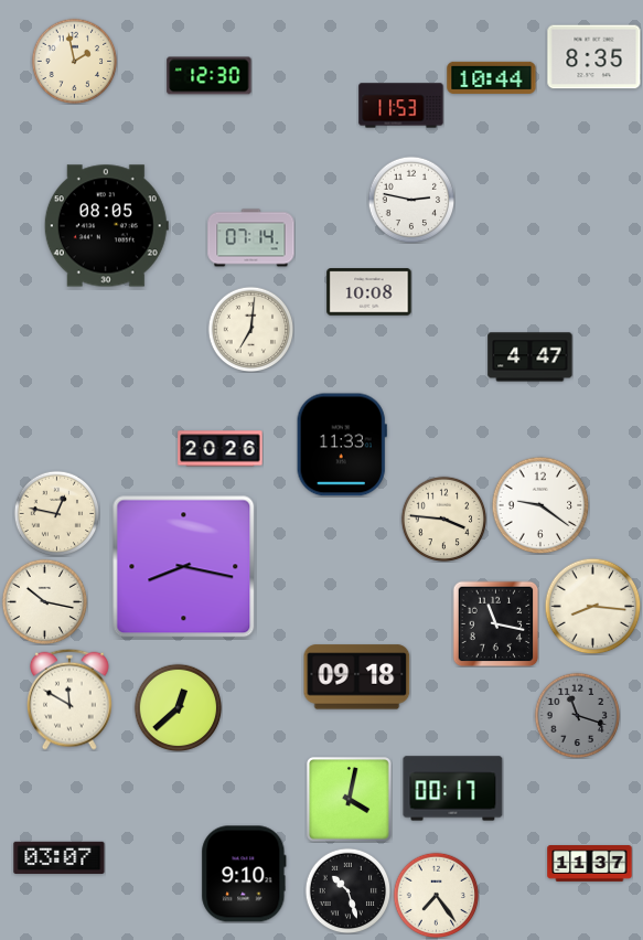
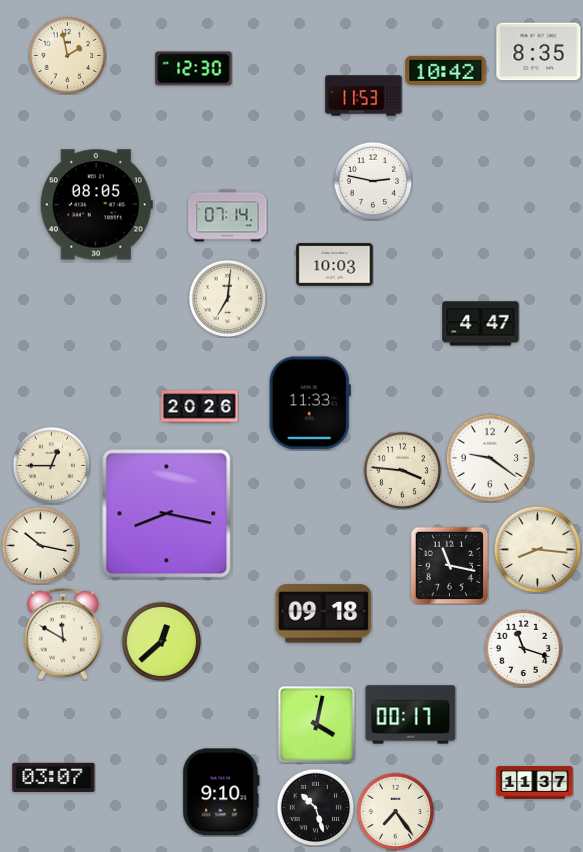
clock at (210, 76) position: (210, 76) -> (194, 69)
clock at (492, 77): 10:44 -> 10:42
clock at (369, 292): 10:08 -> 10:03
clock at (56, 513): 12:47 -> 12:45
clock at (577, 715) dial: grey -> white
